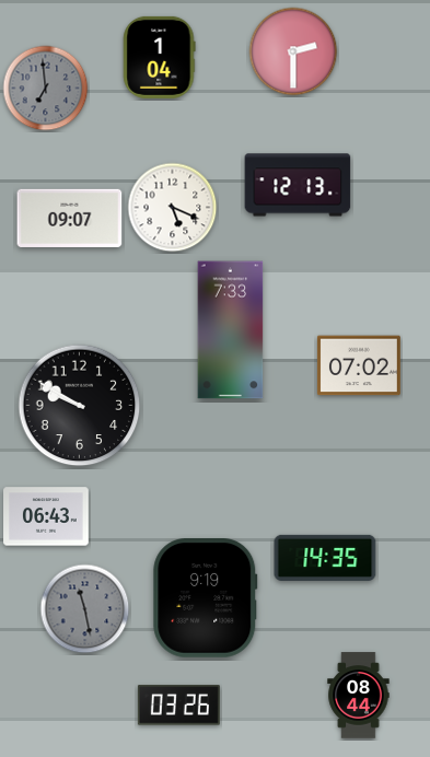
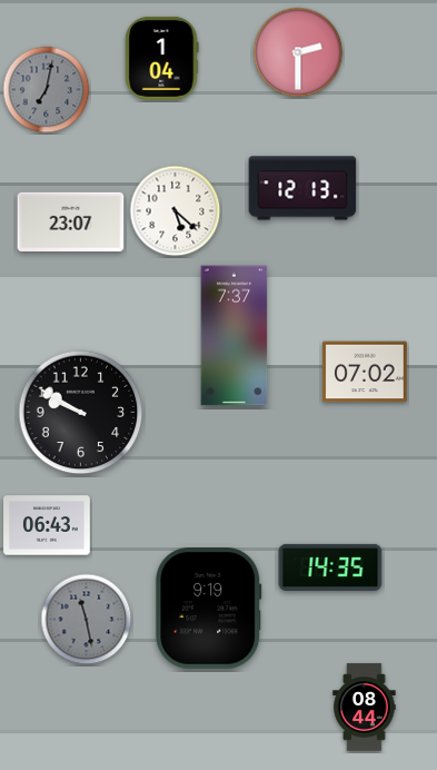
clock at (46, 89): 6:59 -> 7:02
clock at (173, 208): 5:19 -> 5:22
clock at (70, 218): 09:07 -> 23:07
clock at (231, 330): 7:33 -> 7:37
clock at (178, 706): 03:26 -> none
